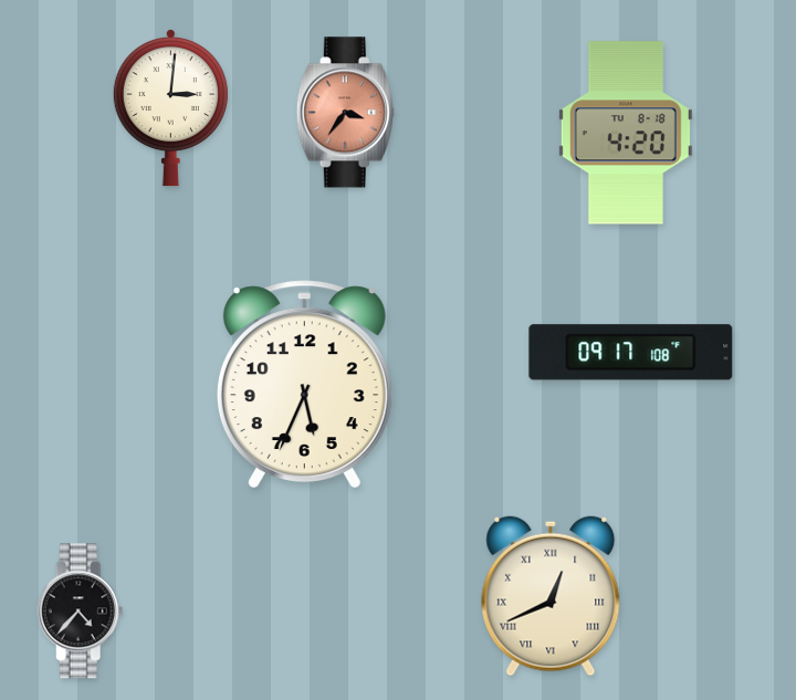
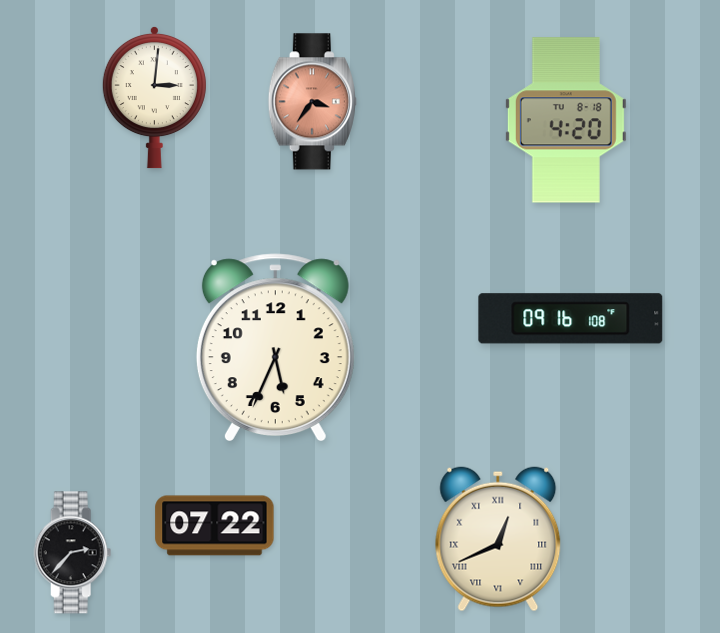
clock at (631, 353): 09:17 -> 09:16
clock at (215, 526): none -> 07:22
clock at (81, 612): 4:37 -> 2:37
